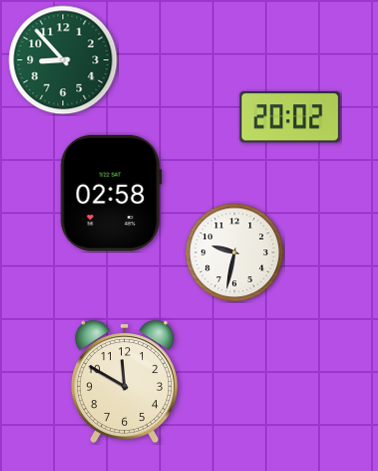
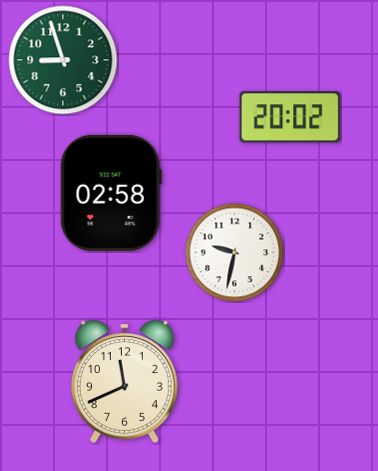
clock at (63, 60): 8:53 -> 8:57
clock at (124, 381): 11:50 -> 11:41
